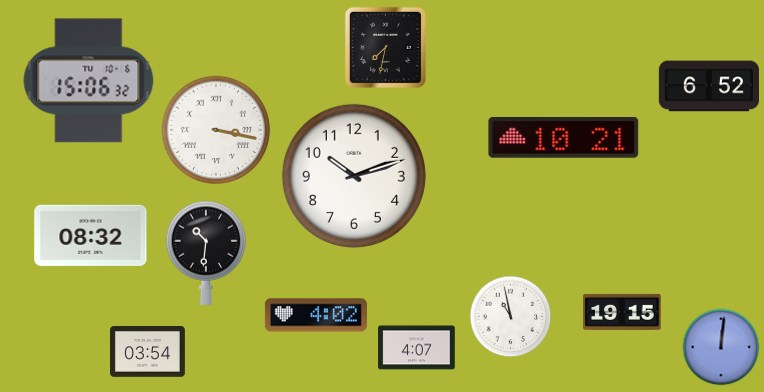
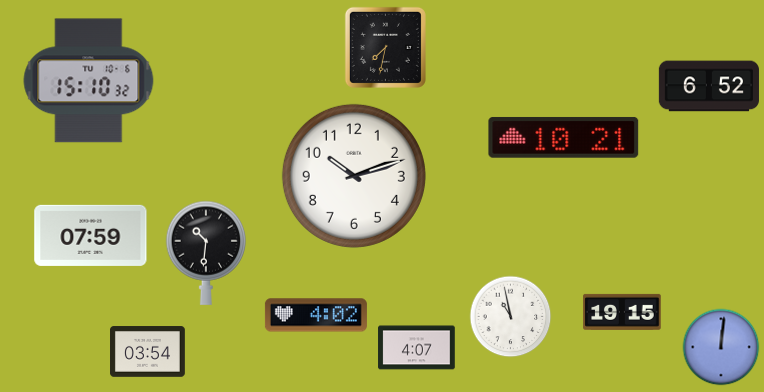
clock at (89, 81): 15:06 -> 15:10
clock at (216, 130): 3:17 -> none
clock at (91, 235): 08:32 -> 07:59
